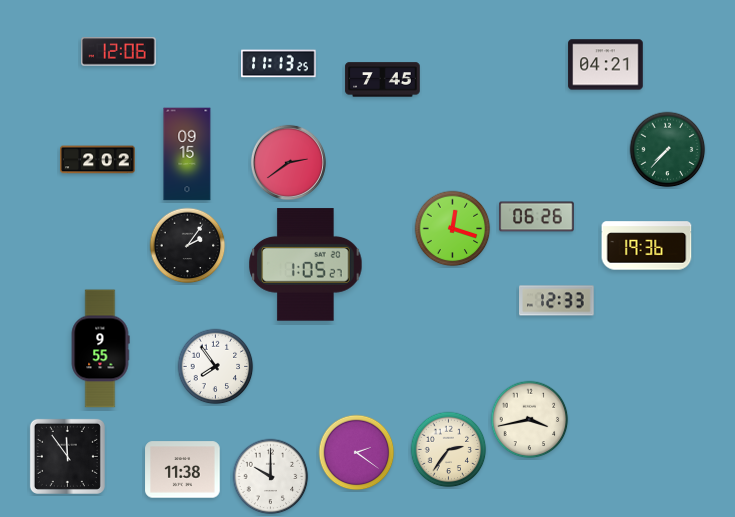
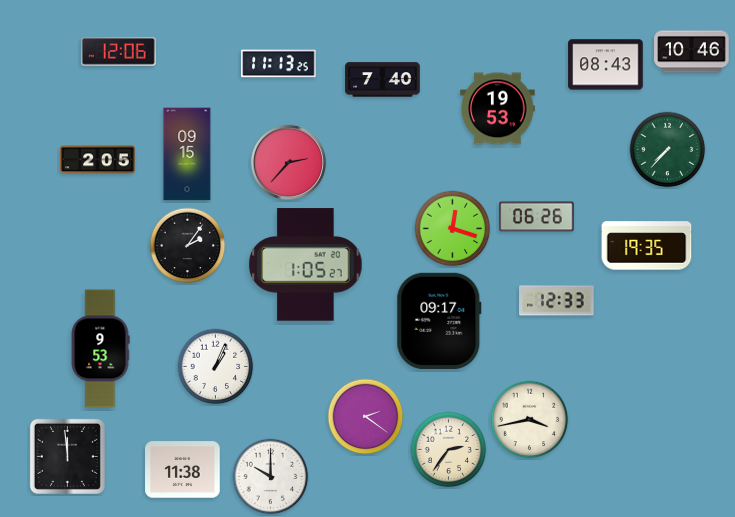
clock at (692, 52): none -> 10:46
clock at (606, 65): 04:21 -> 08:43
clock at (383, 80): 7:45 -> 7:40
clock at (498, 109): none -> 19:53
clock at (98, 160): 2:02 -> 2:05
clock at (288, 162): 2:39 -> 2:37
clock at (647, 246): 19:36 -> 19:35
clock at (439, 321): none -> 09:17
clock at (100, 349): 9:55 -> 9:53
clock at (216, 367): 7:54 -> 1:04
clock at (357, 453) position: (357, 453) -> (366, 417)
clock at (67, 456): 11:54 -> 11:59
